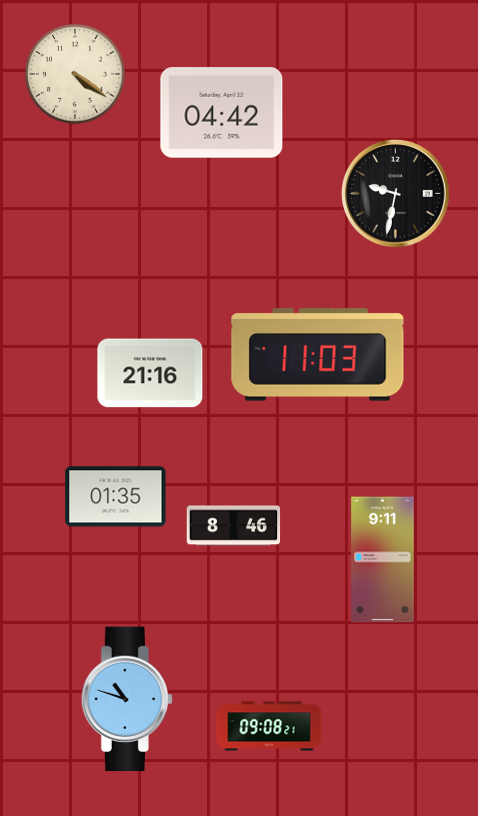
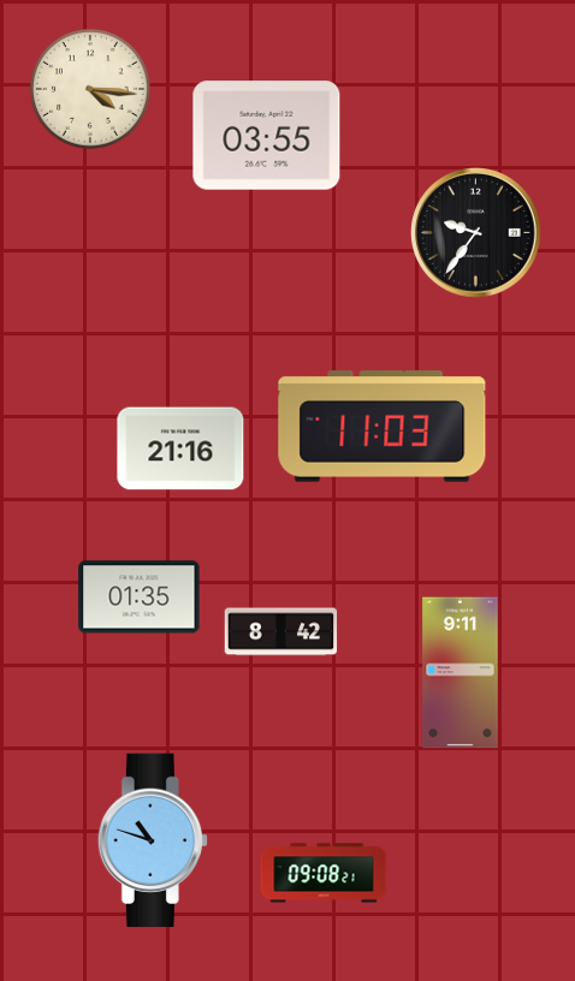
clock at (75, 74): 4:21 -> 4:16
clock at (222, 113): 04:42 -> 03:55
clock at (396, 194): 9:32 -> 9:36
clock at (234, 526): 8:46 -> 8:42
